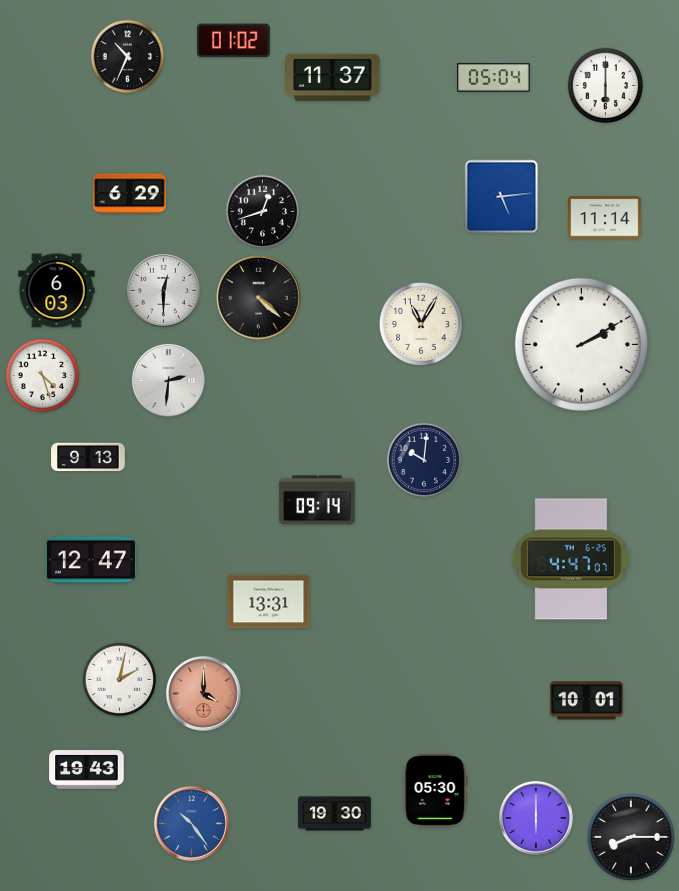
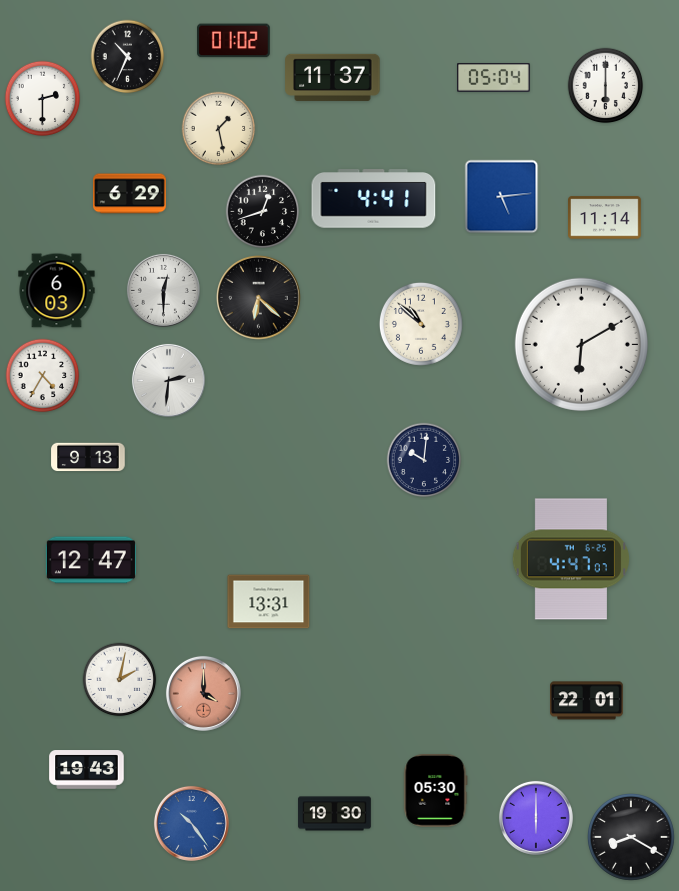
clock at (43, 99): none -> 2:30
clock at (219, 129): none -> 1:28
clock at (374, 199): none -> 4:41
clock at (259, 298): 4:22 -> 6:22
clock at (421, 324): 11:05 -> 10:52
clock at (581, 344): 2:10 -> 6:10
clock at (43, 376): 4:27 -> 4:35
clock at (317, 500): 09:14 -> none
clock at (587, 701): 10:01 -> 22:01
clock at (632, 838): 8:15 -> 8:20
